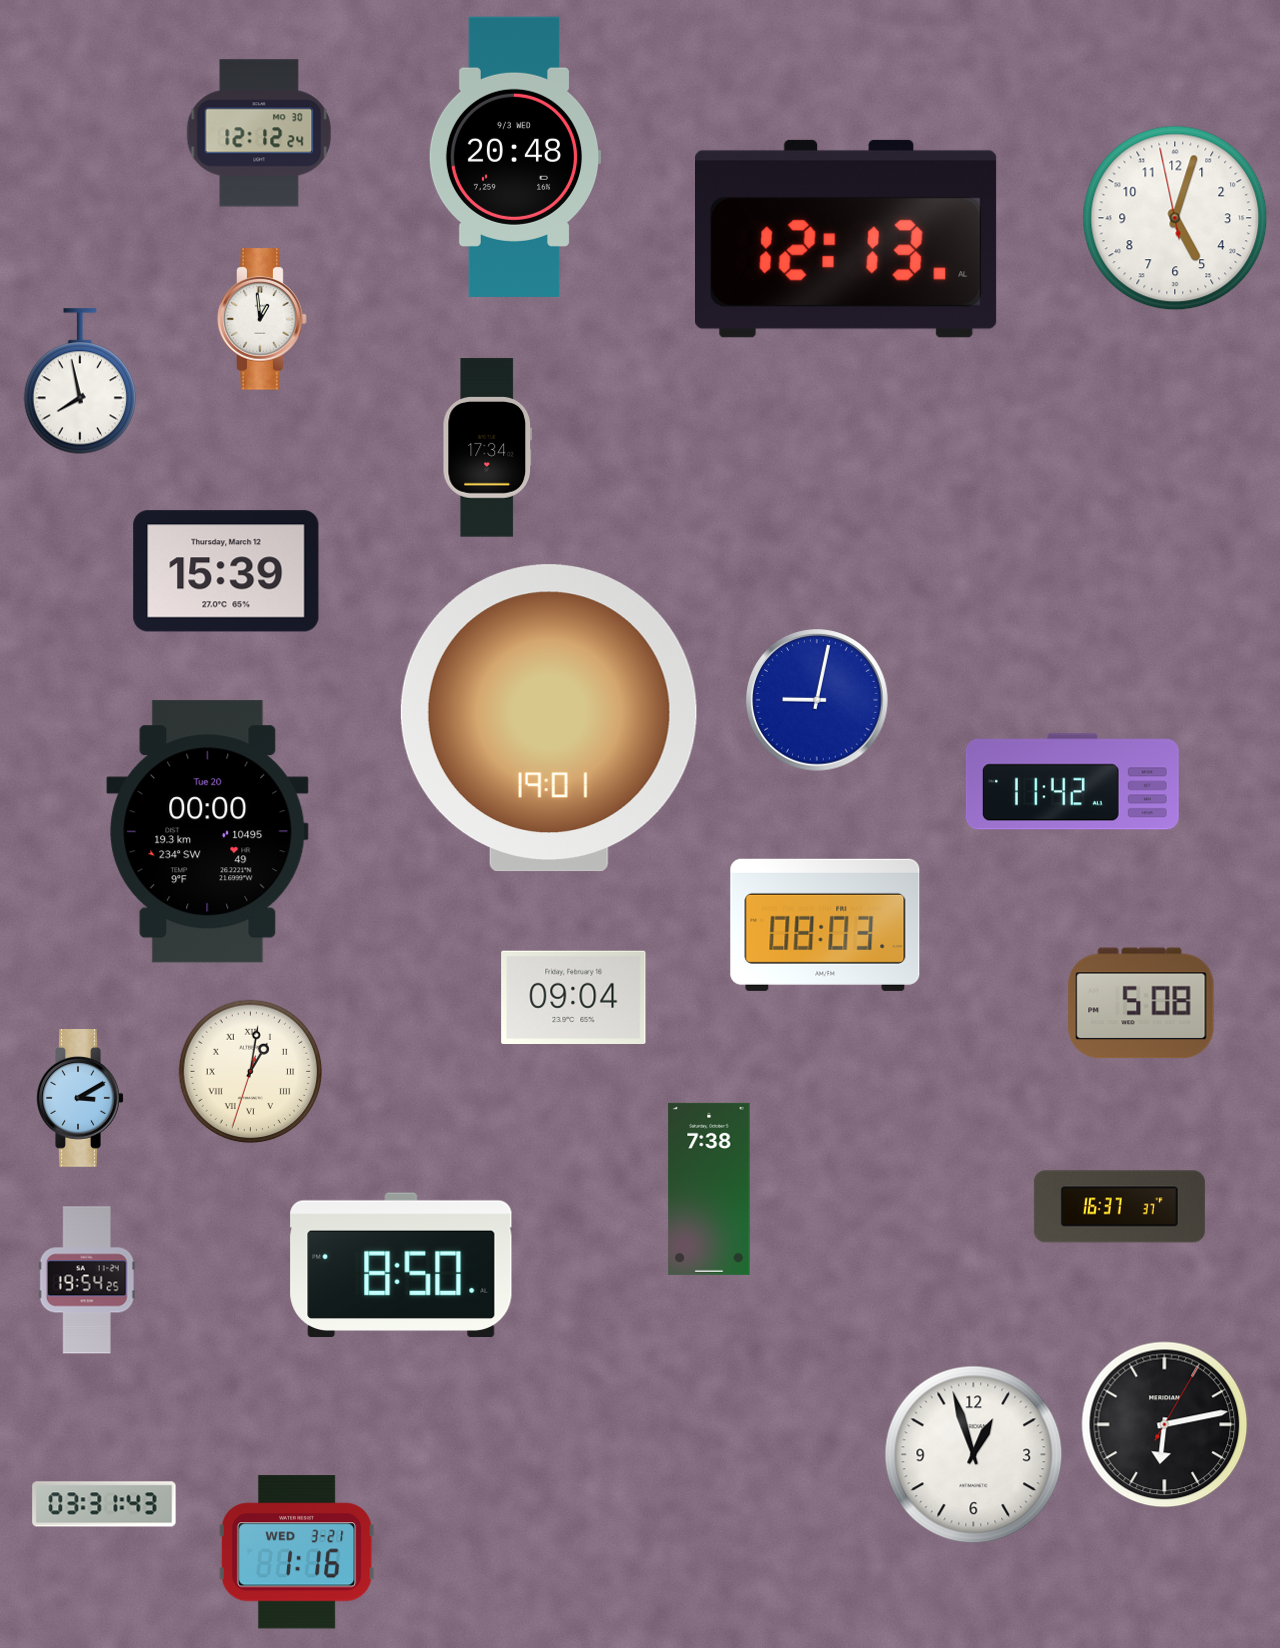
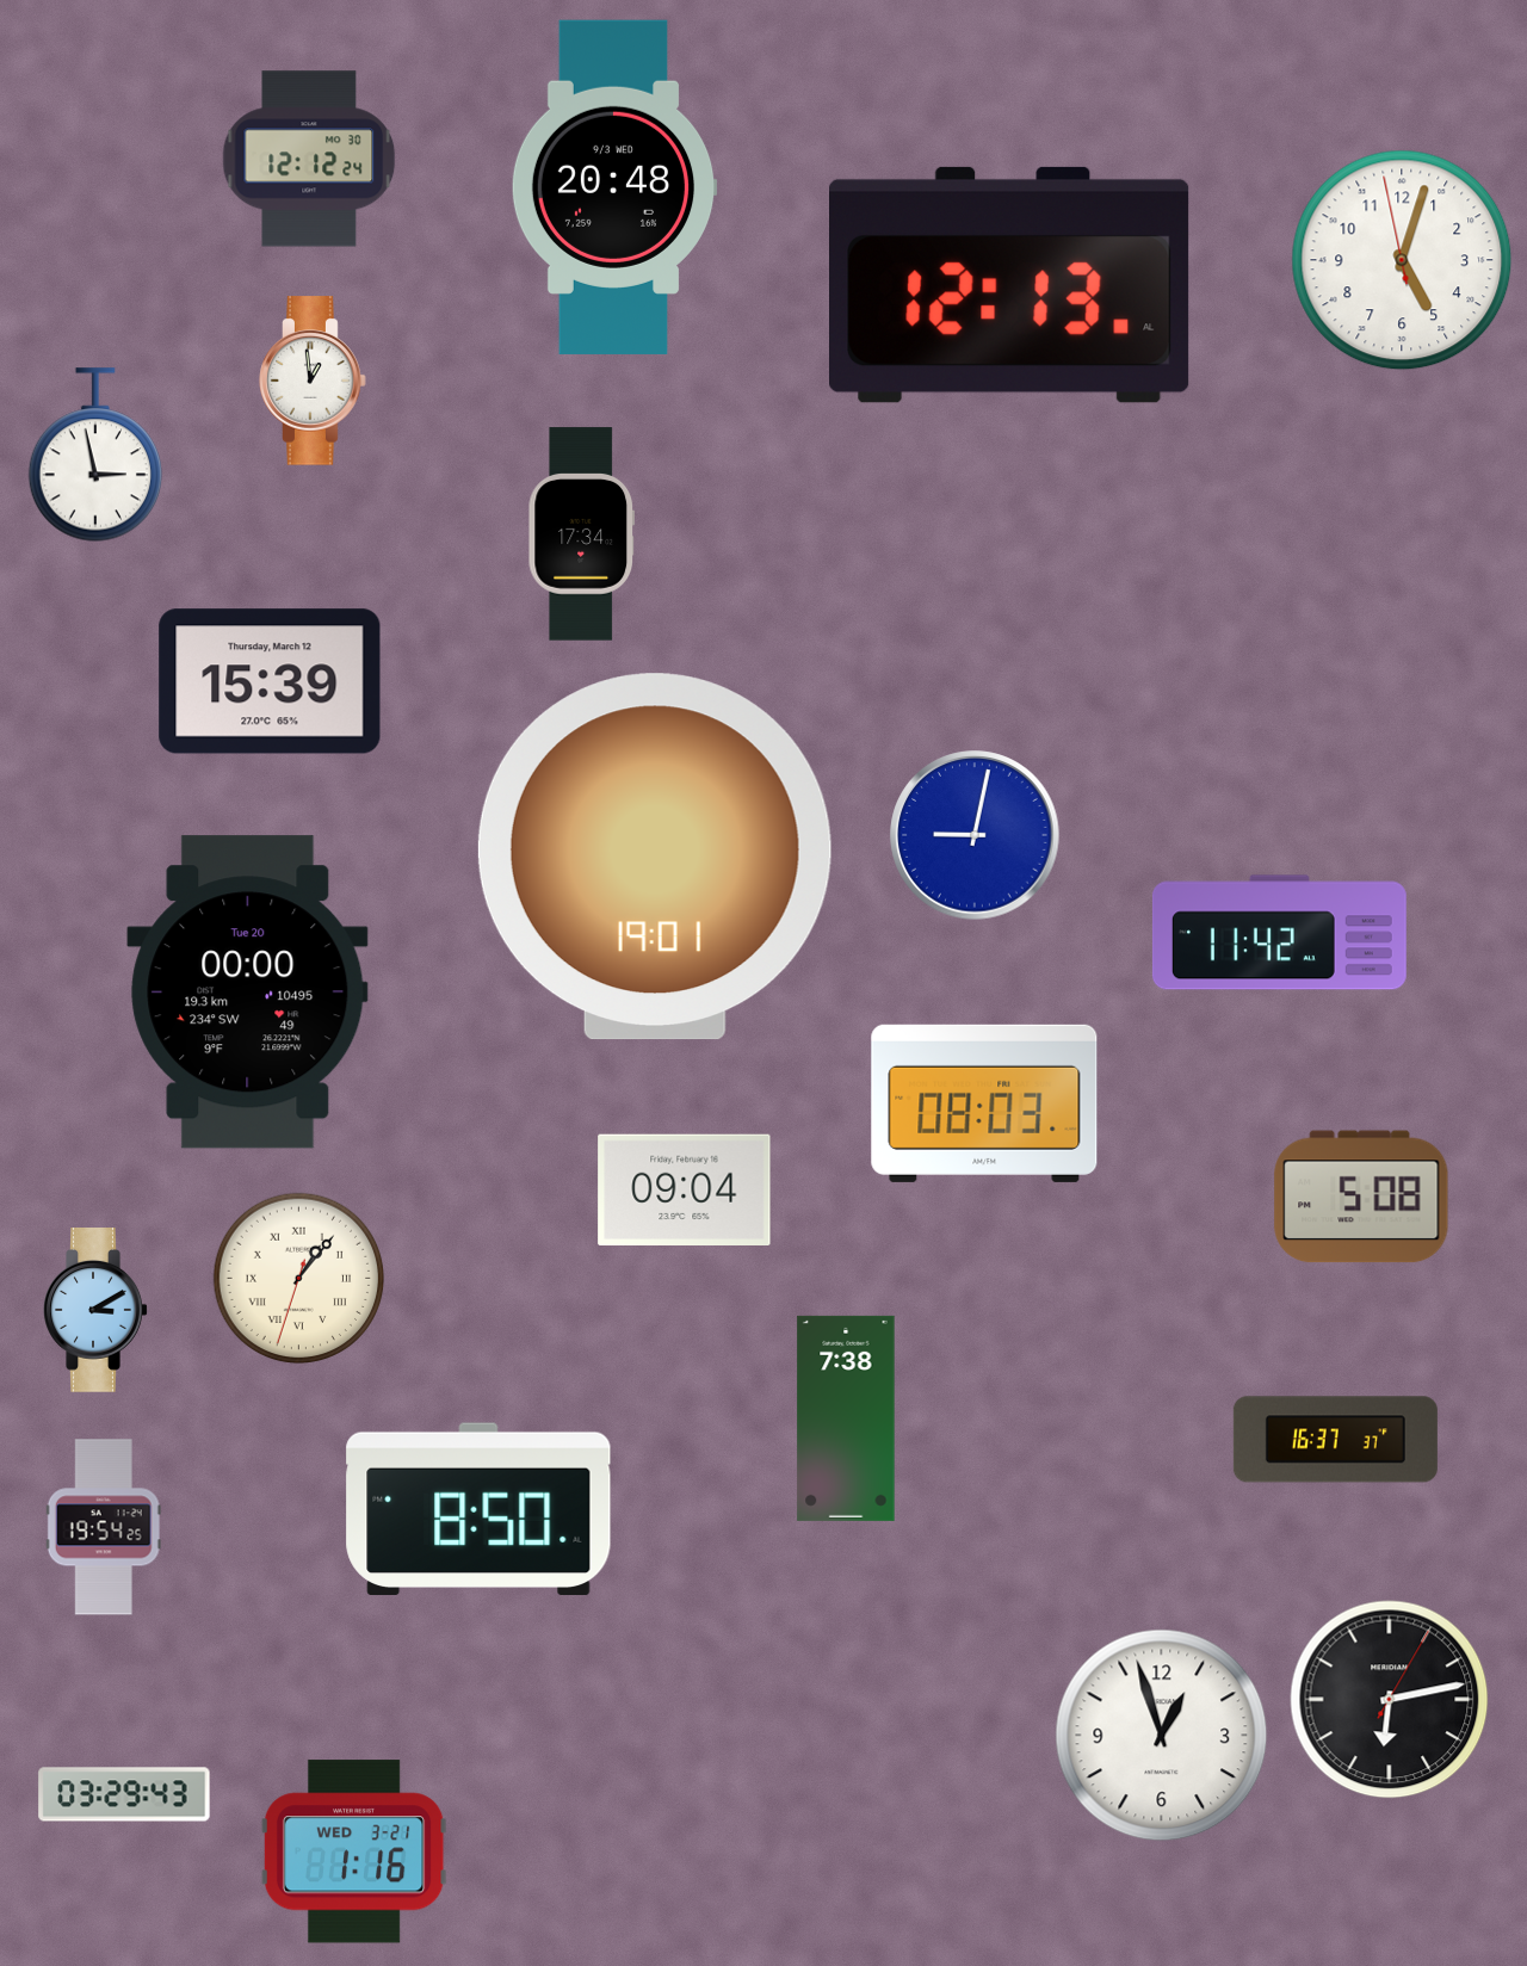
clock at (79, 381): 7:58 -> 2:58
clock at (251, 1072): 1:01 -> 1:06
clock at (104, 1504): 03:31 -> 03:29
